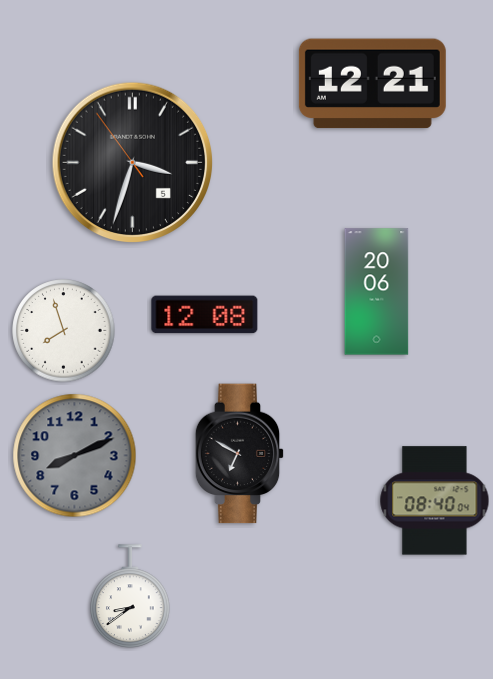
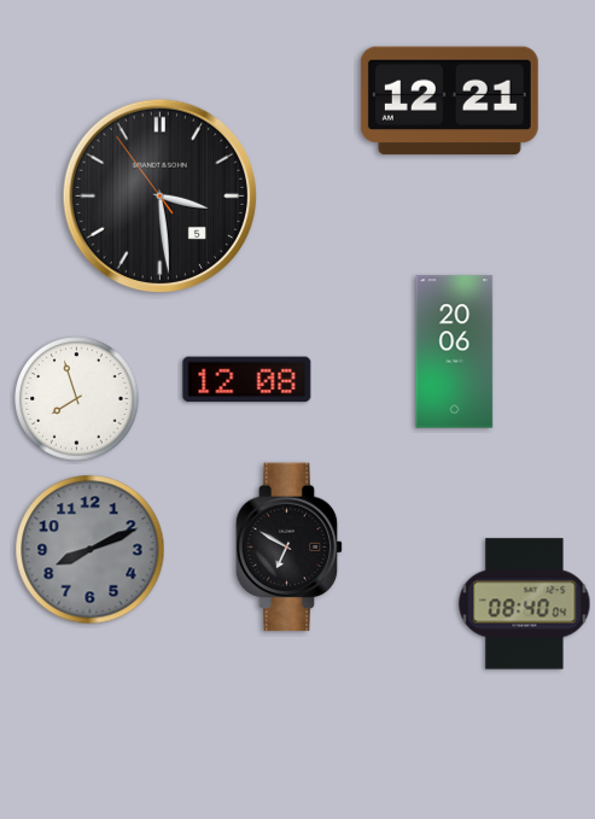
clock at (133, 163): 3:32 -> 3:28
clock at (130, 596): 8:39 -> none
